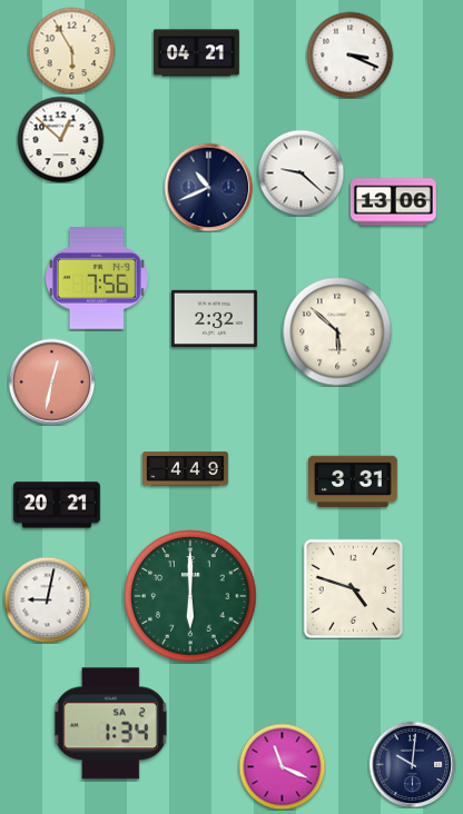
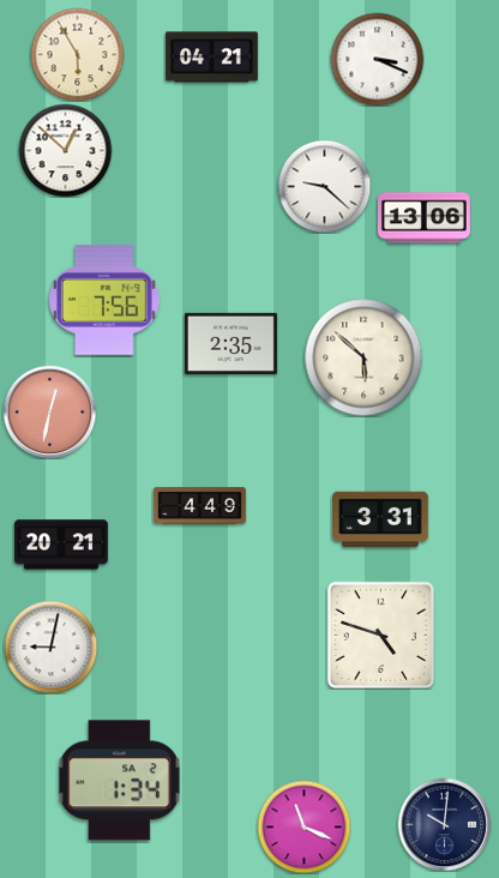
clock at (208, 187): 10:41 -> none
clock at (214, 318): 2:32 -> 2:35
clock at (51, 381) position: (51, 381) -> (49, 411)
clock at (190, 596): 6:00 -> none
